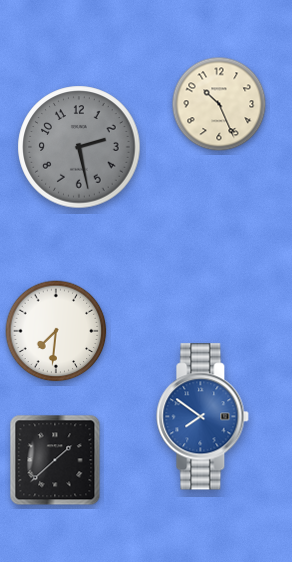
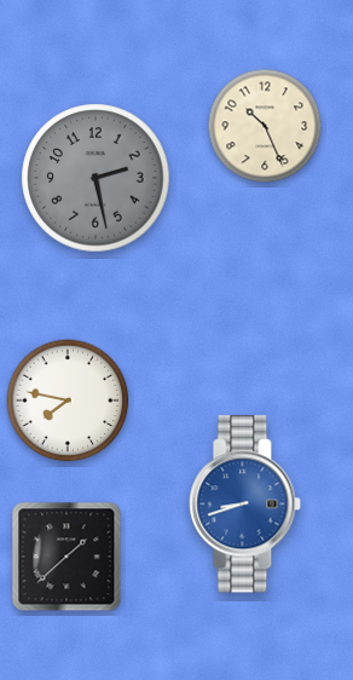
clock at (56, 331): 7:31 -> 7:47
clock at (203, 417): 7:51 -> 8:42
